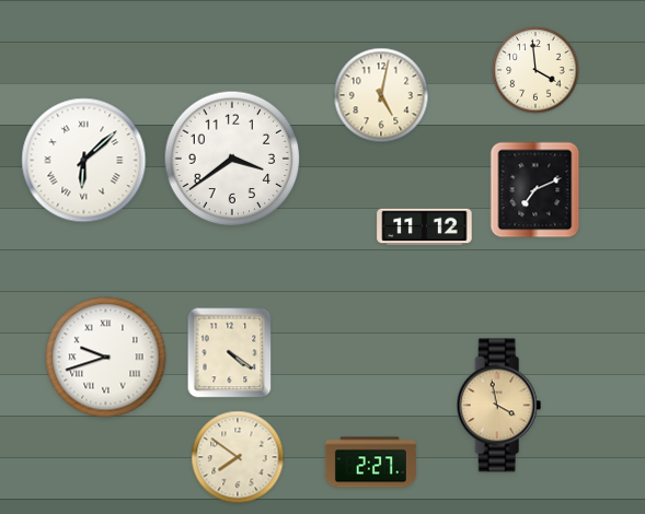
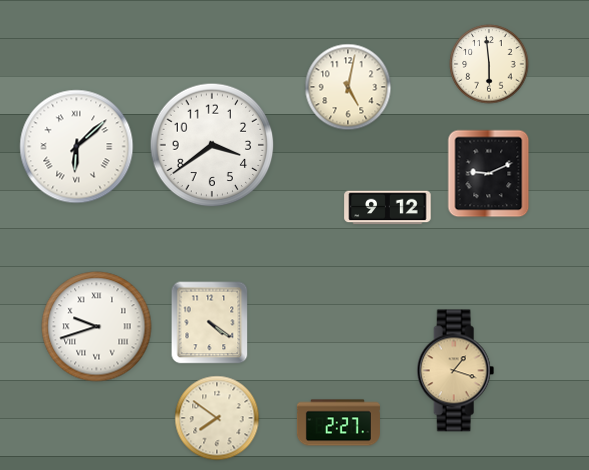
clock at (535, 70): 3:59 -> 5:59
clock at (535, 190): 7:11 -> 9:11
clock at (425, 227): 11:12 -> 9:12
clock at (499, 406): 3:58 -> 1:18
